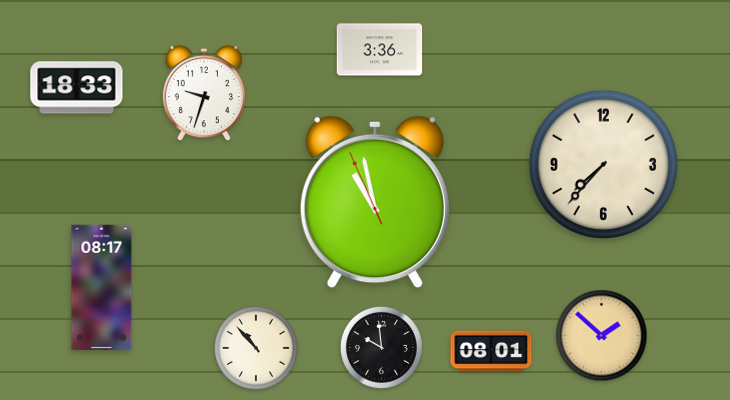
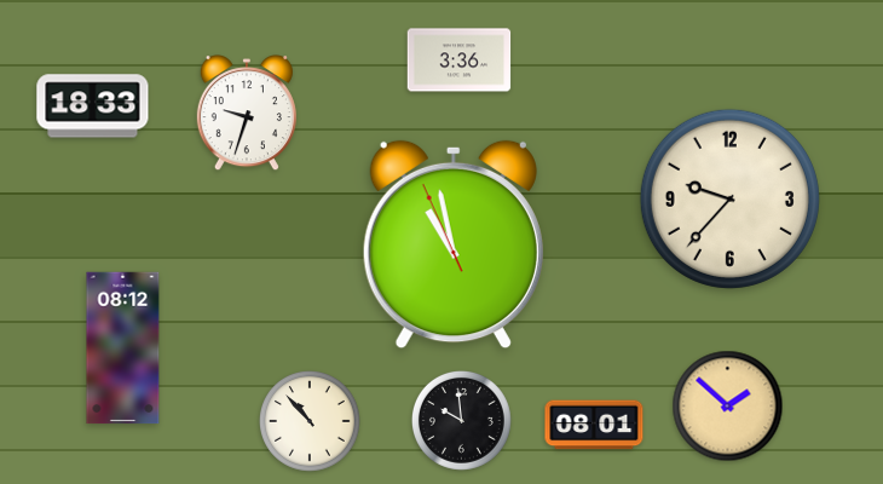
clock at (603, 164): 7:37 -> 9:37
clock at (102, 288): 08:17 -> 08:12
